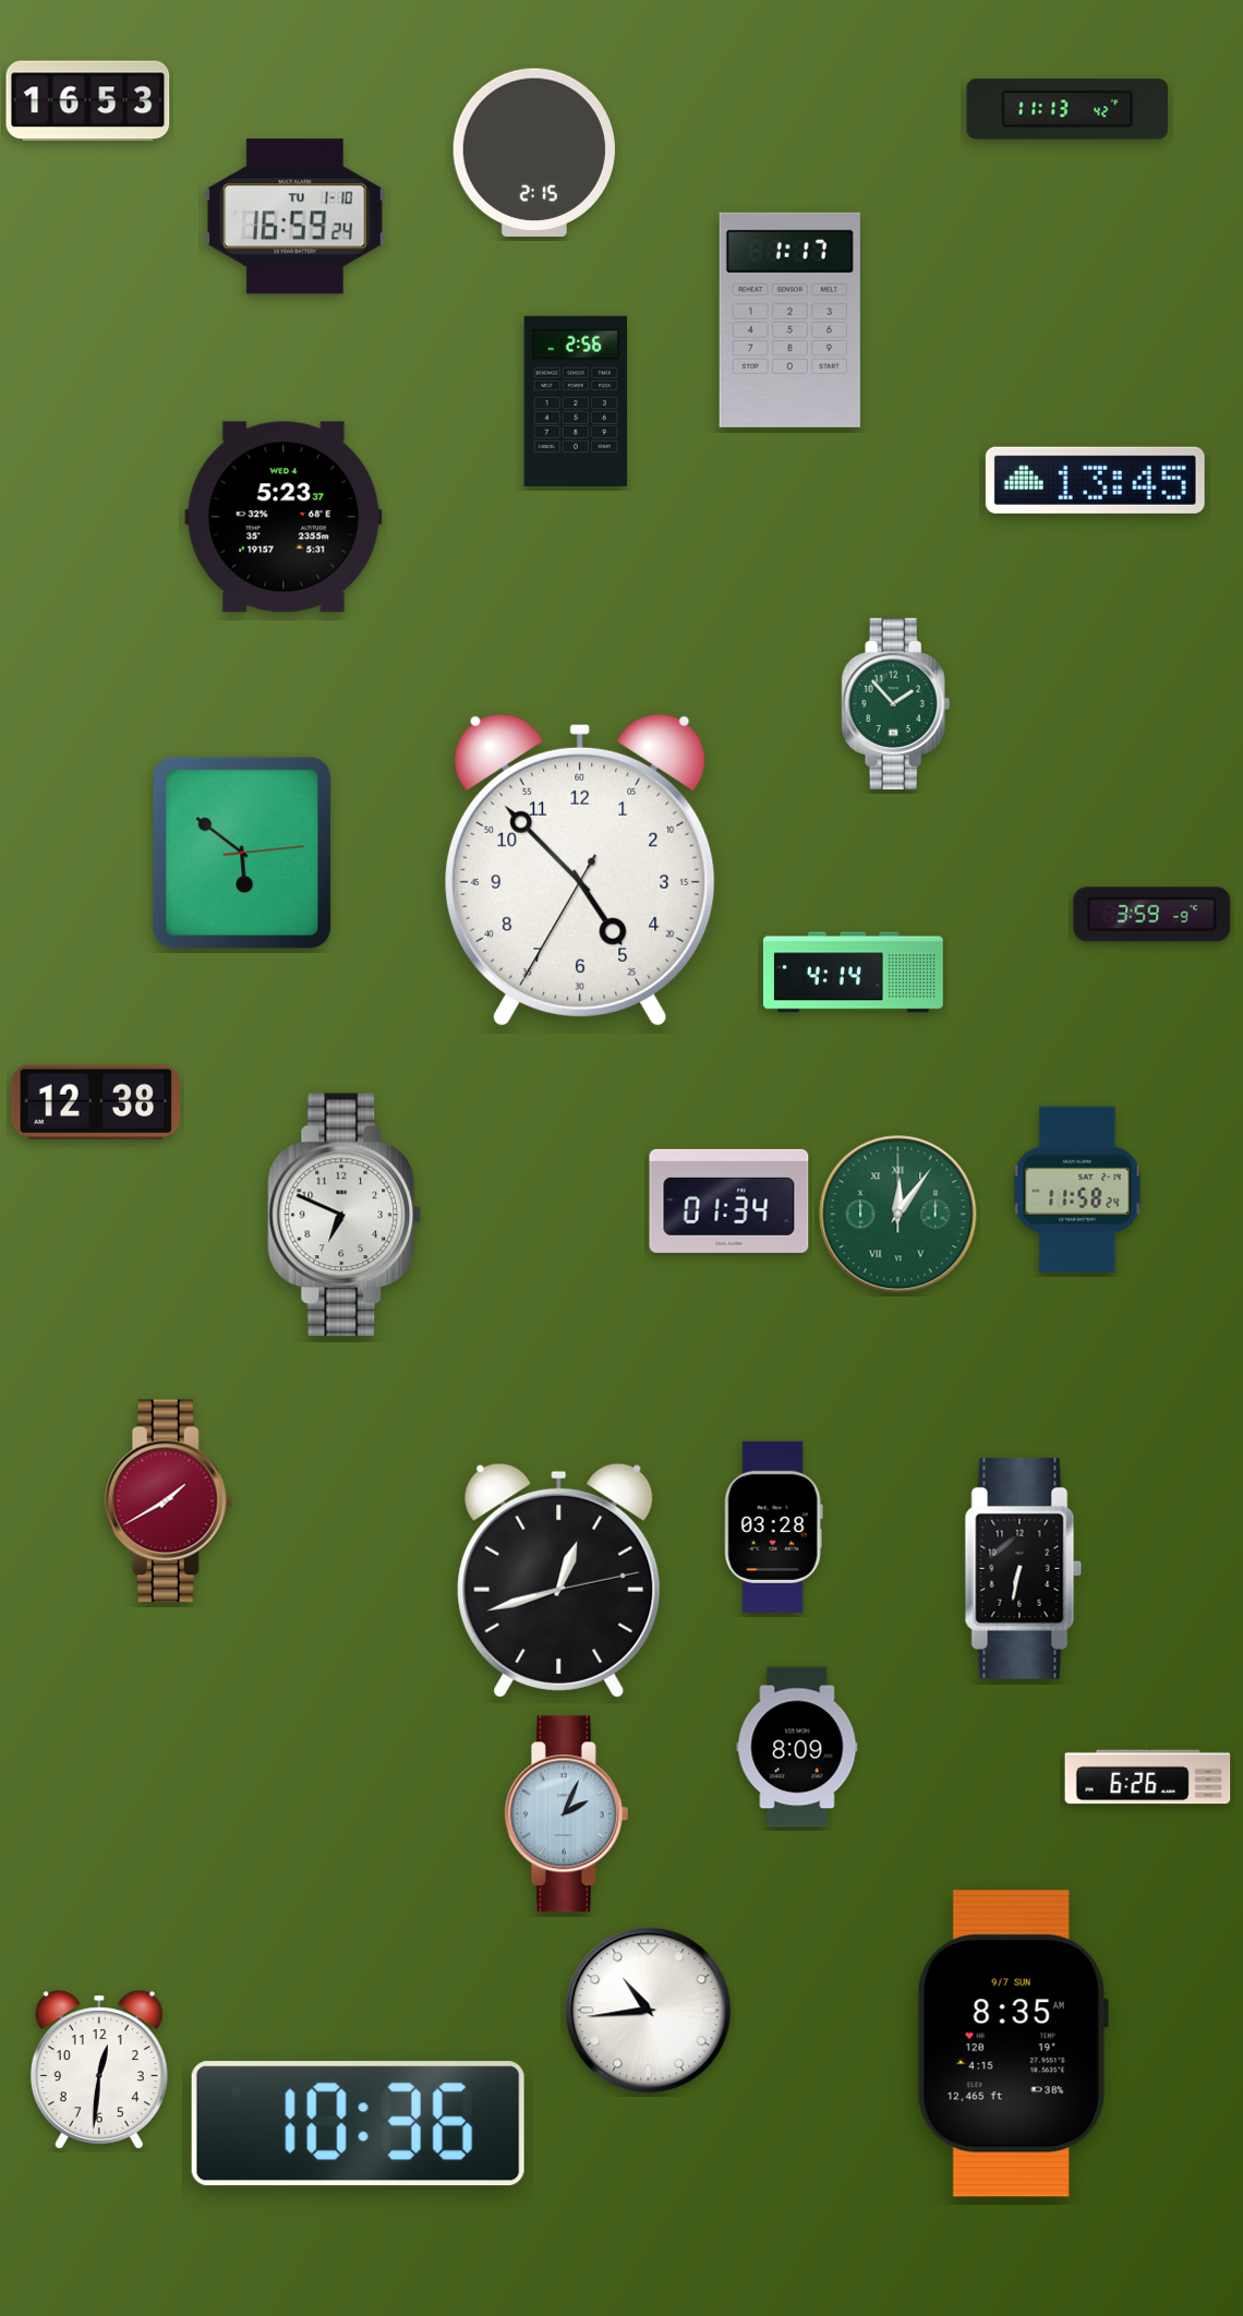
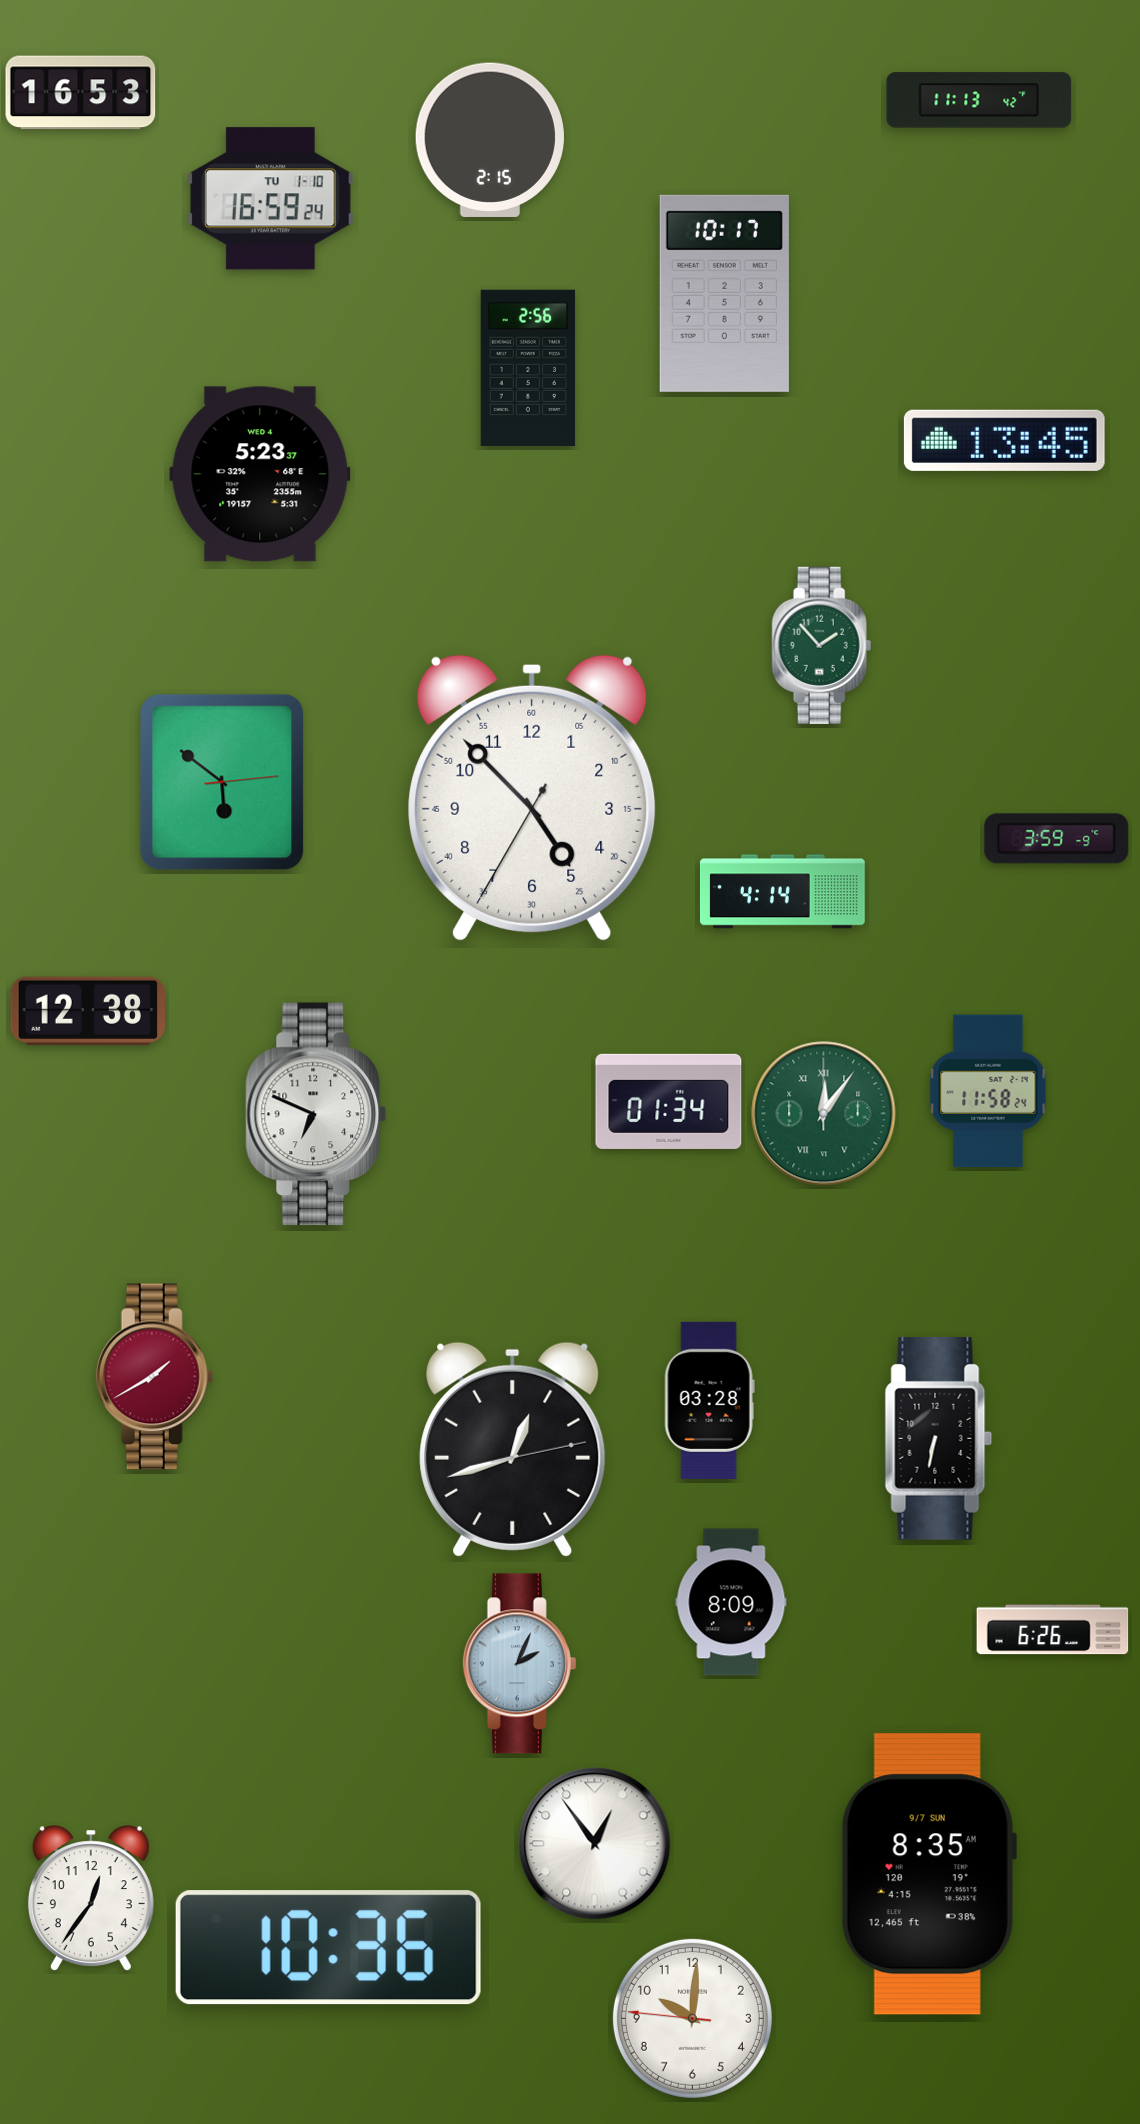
clock at (789, 319): 1:17 -> 10:17
clock at (649, 2011): 10:44 -> 12:54
clock at (99, 2070): 12:31 -> 12:36
clock at (692, 2018): none -> 10:00
